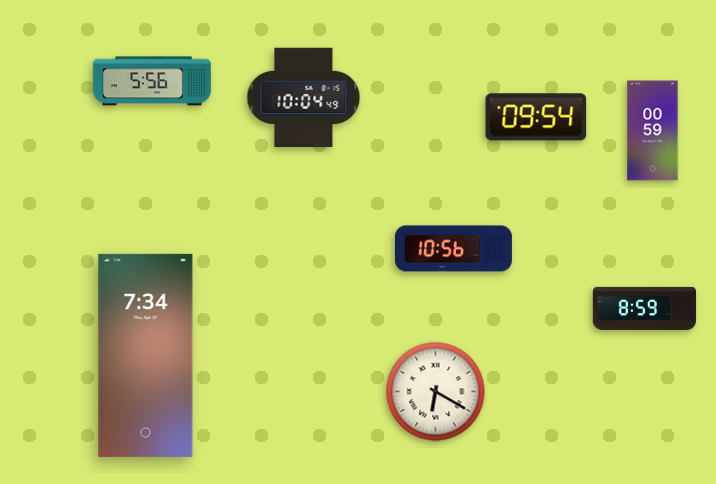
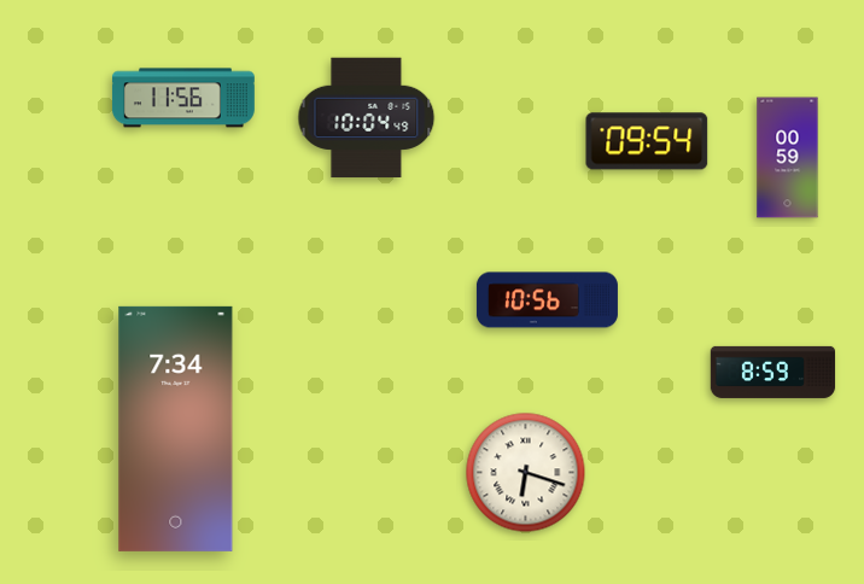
clock at (152, 81): 5:56 -> 11:56
clock at (645, 308) position: (645, 308) -> (773, 372)
clock at (436, 392): 6:20 -> 6:18
